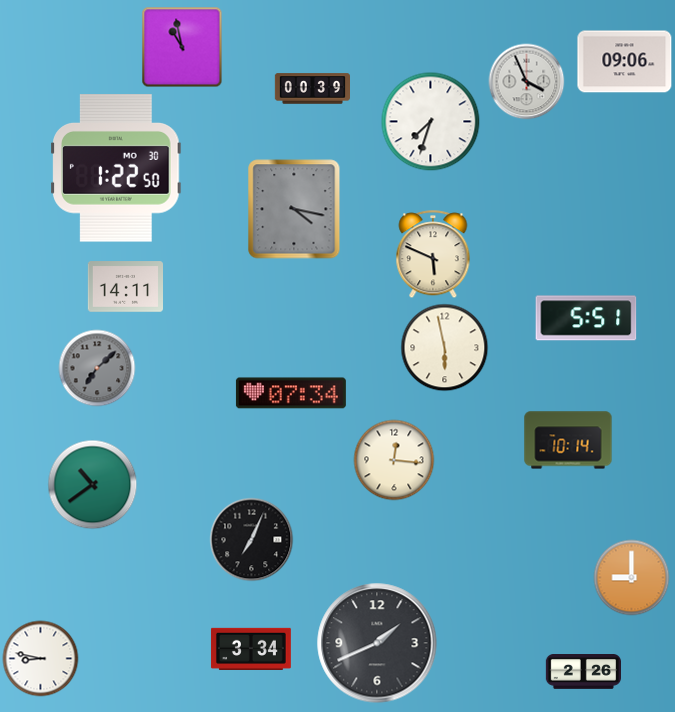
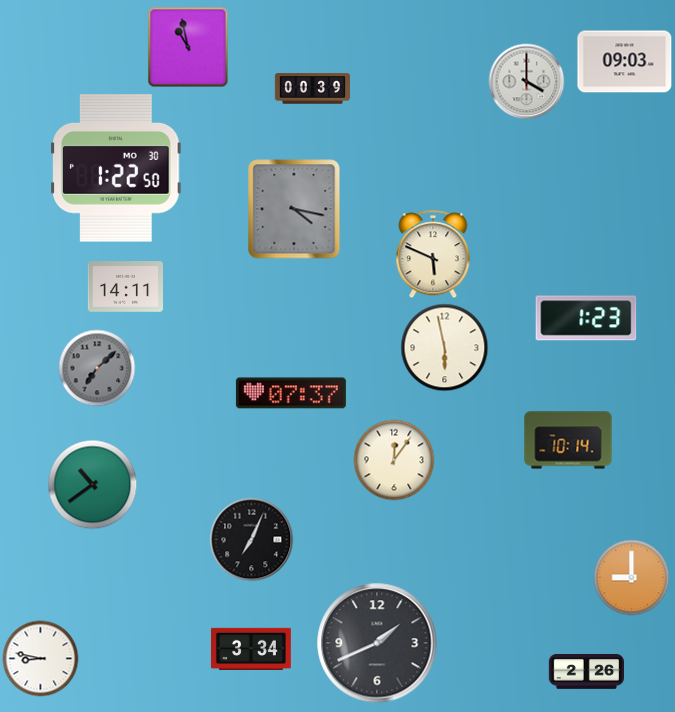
clock at (182, 47) position: (182, 47) -> (188, 47)
clock at (625, 62): 09:06 -> 09:03
clock at (527, 82): 3:56 -> 4:00
clock at (431, 122): 7:33 -> none
clock at (586, 318): 5:51 -> 1:23
clock at (291, 393): 07:34 -> 07:37
clock at (394, 460): 12:16 -> 12:06
clock at (583, 672) position: (583, 672) -> (586, 672)
